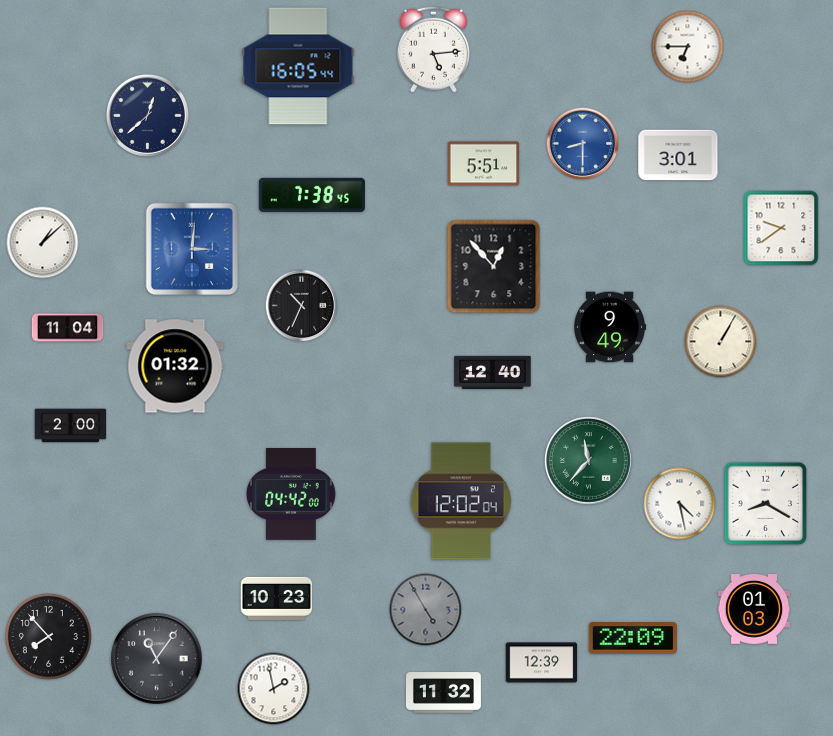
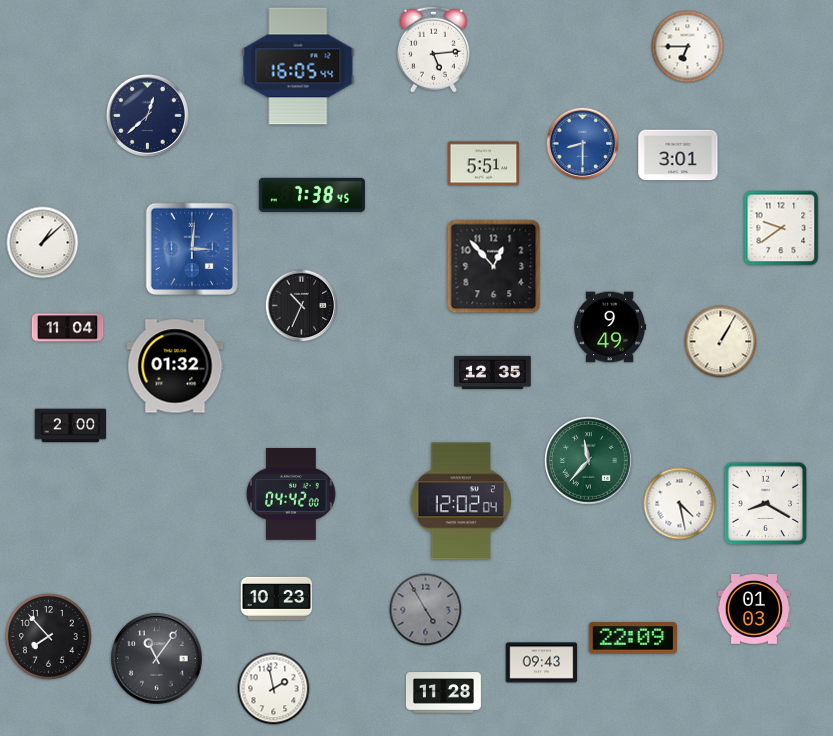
clock at (493, 372): 12:40 -> 12:35
clock at (542, 663): 12:39 -> 09:43
clock at (444, 693): 11:32 -> 11:28
